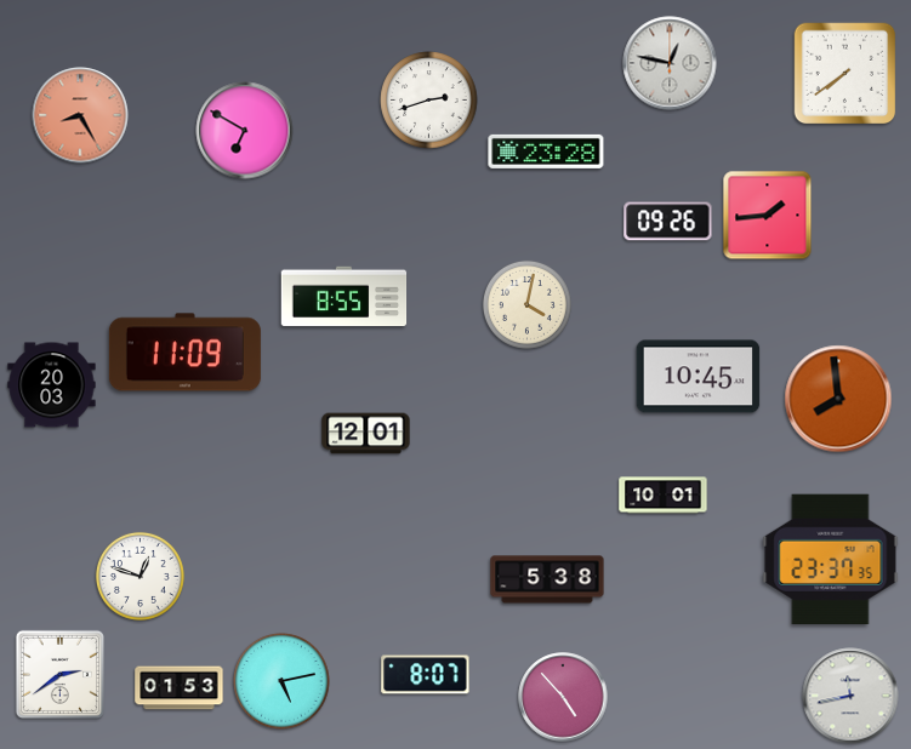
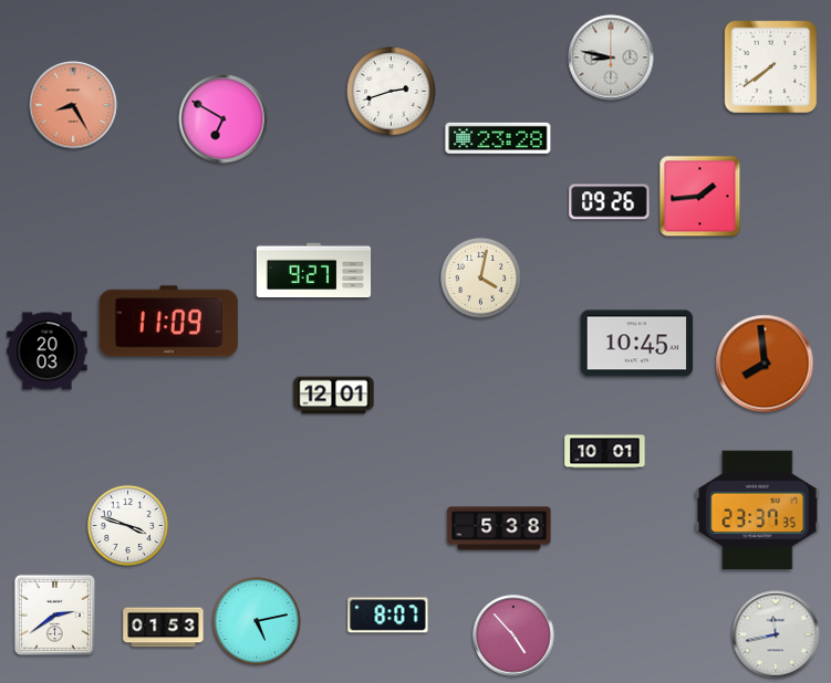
clock at (670, 63): 12:47 -> 8:47
clock at (345, 297): 8:55 -> 9:27
clock at (140, 576): 12:48 -> 3:48
